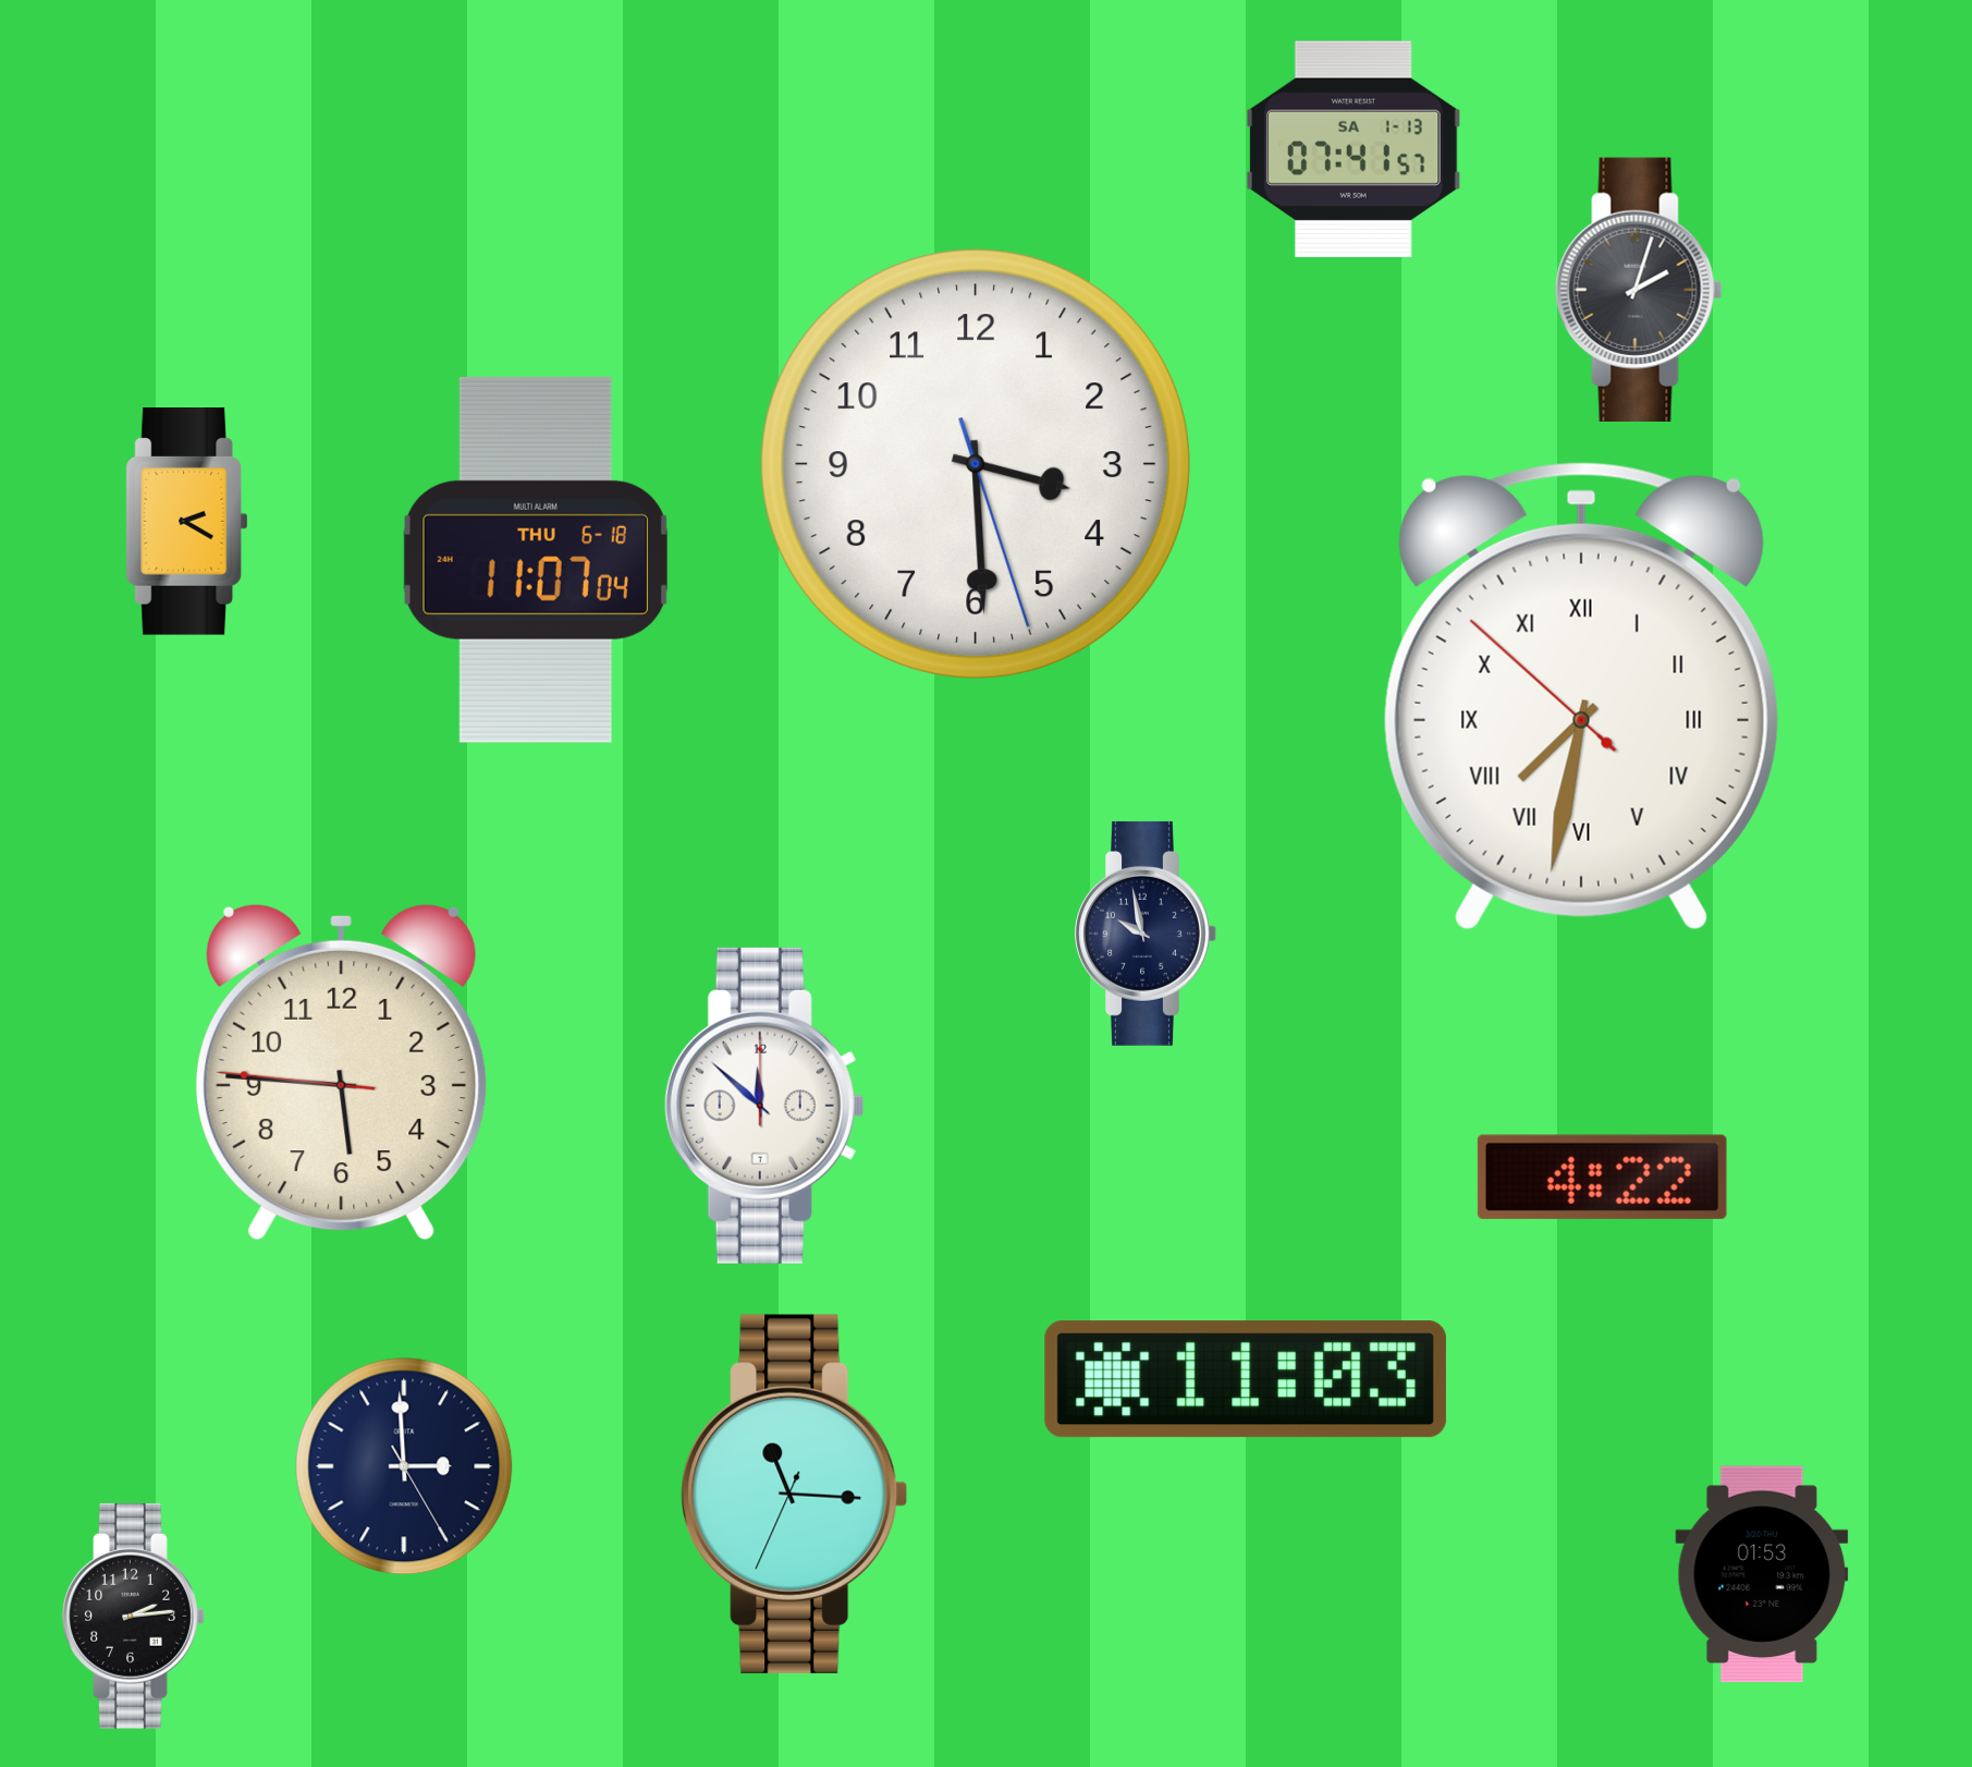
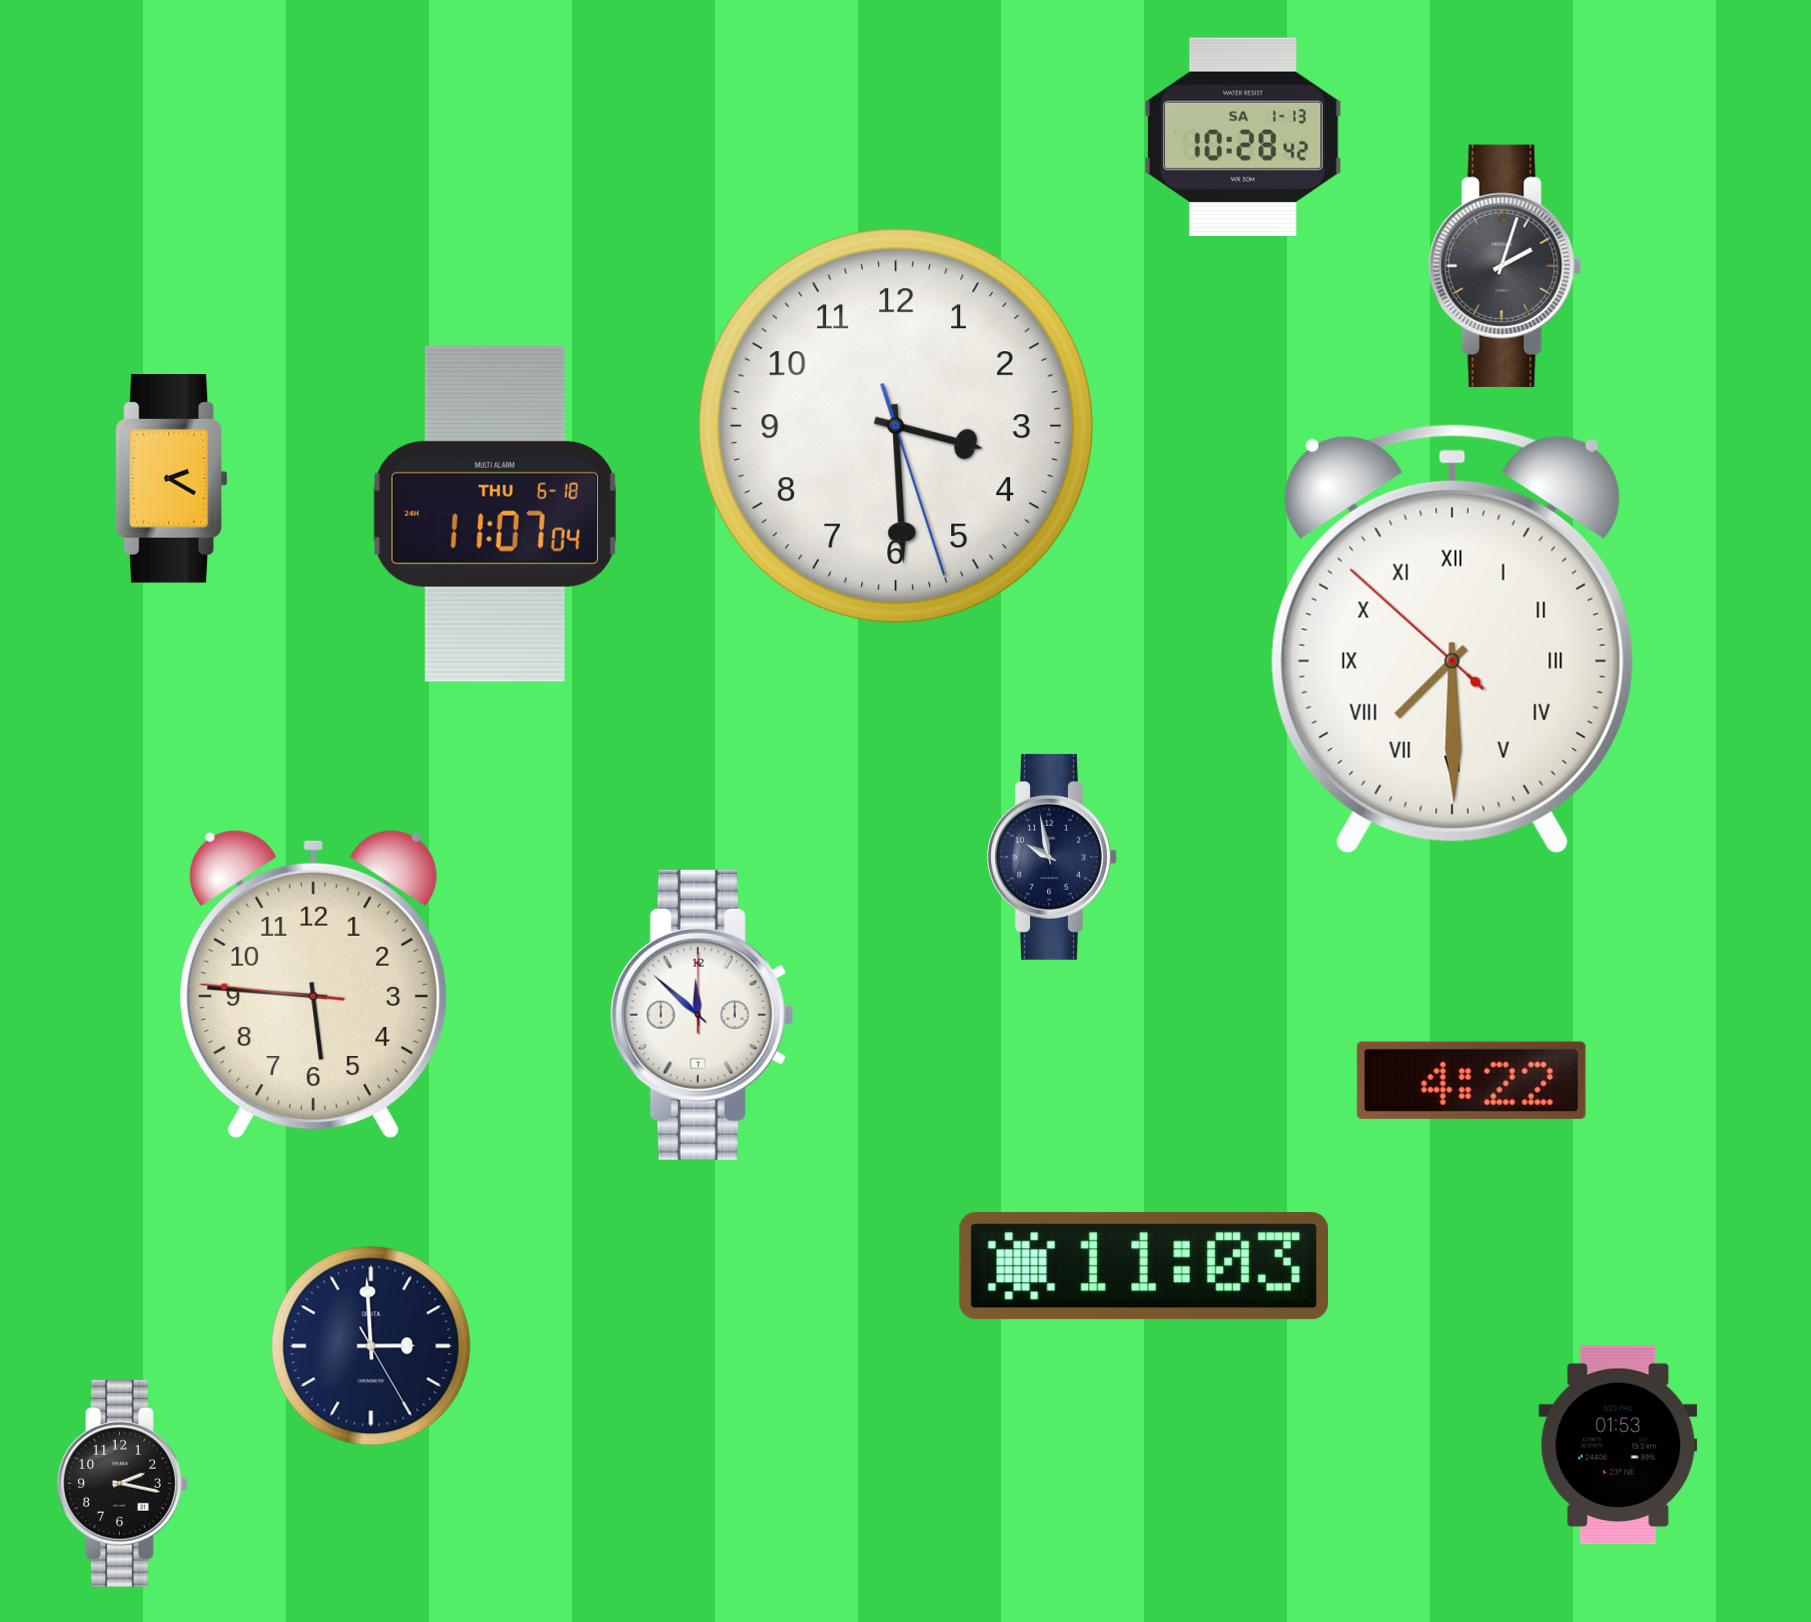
clock at (1355, 148): 07:41 -> 10:28
clock at (536, 560) position: (536, 560) -> (495, 514)
clock at (1581, 696): 7:31 -> 7:29
clock at (795, 1494): 11:15 -> none
clock at (134, 1616): 2:14 -> 2:17
